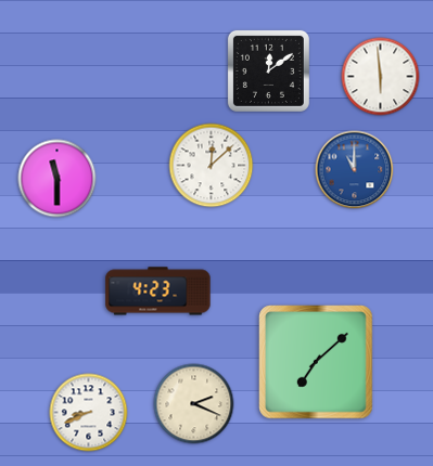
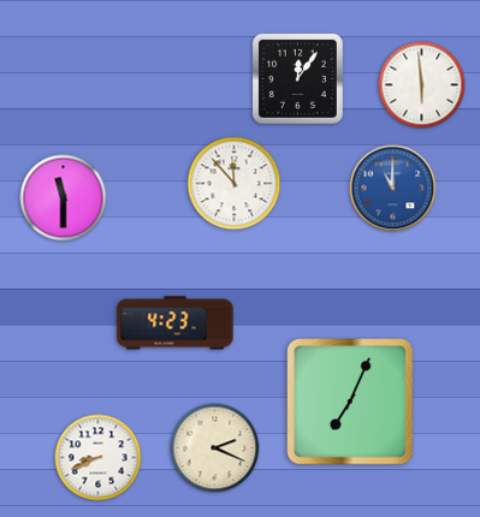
clock at (268, 70): 12:09 -> 12:06
clock at (212, 166): 12:08 -> 11:53
clock at (316, 362): 7:08 -> 7:04
